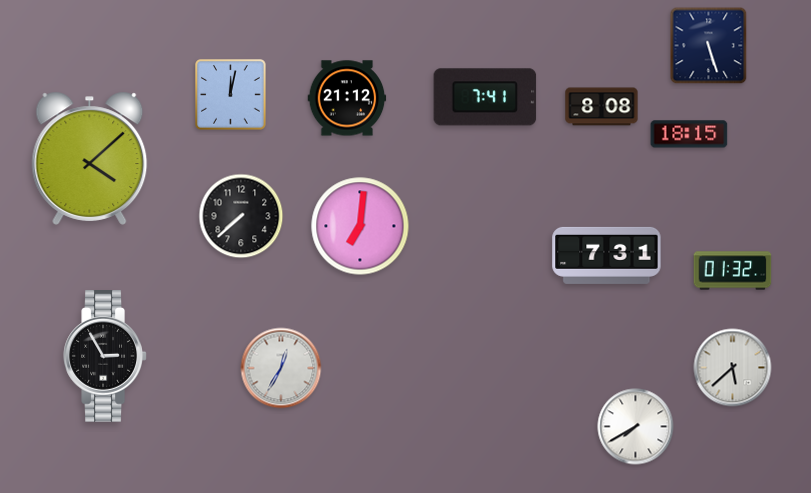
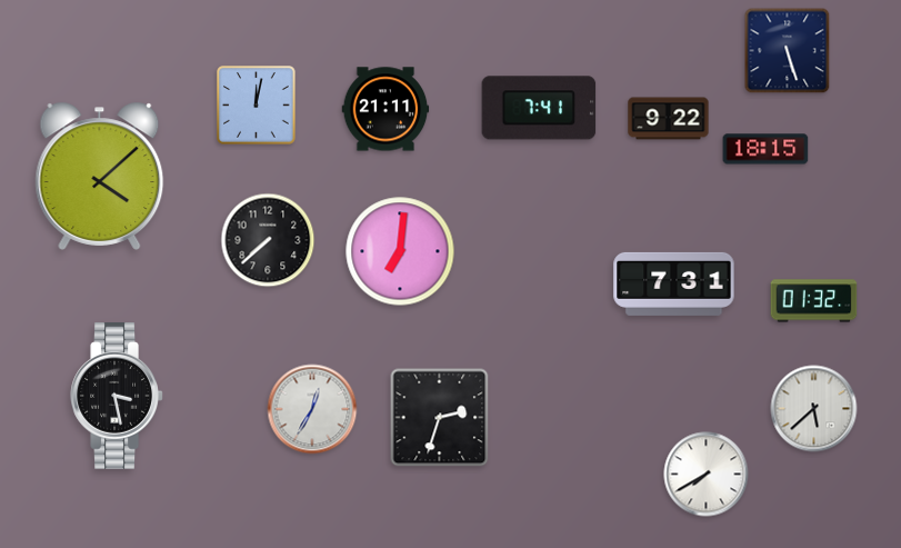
clock at (347, 98): 21:12 -> 21:11
clock at (602, 107): 8:08 -> 9:22
clock at (105, 357): 2:55 -> 3:28
clock at (440, 418): none -> 2:33
